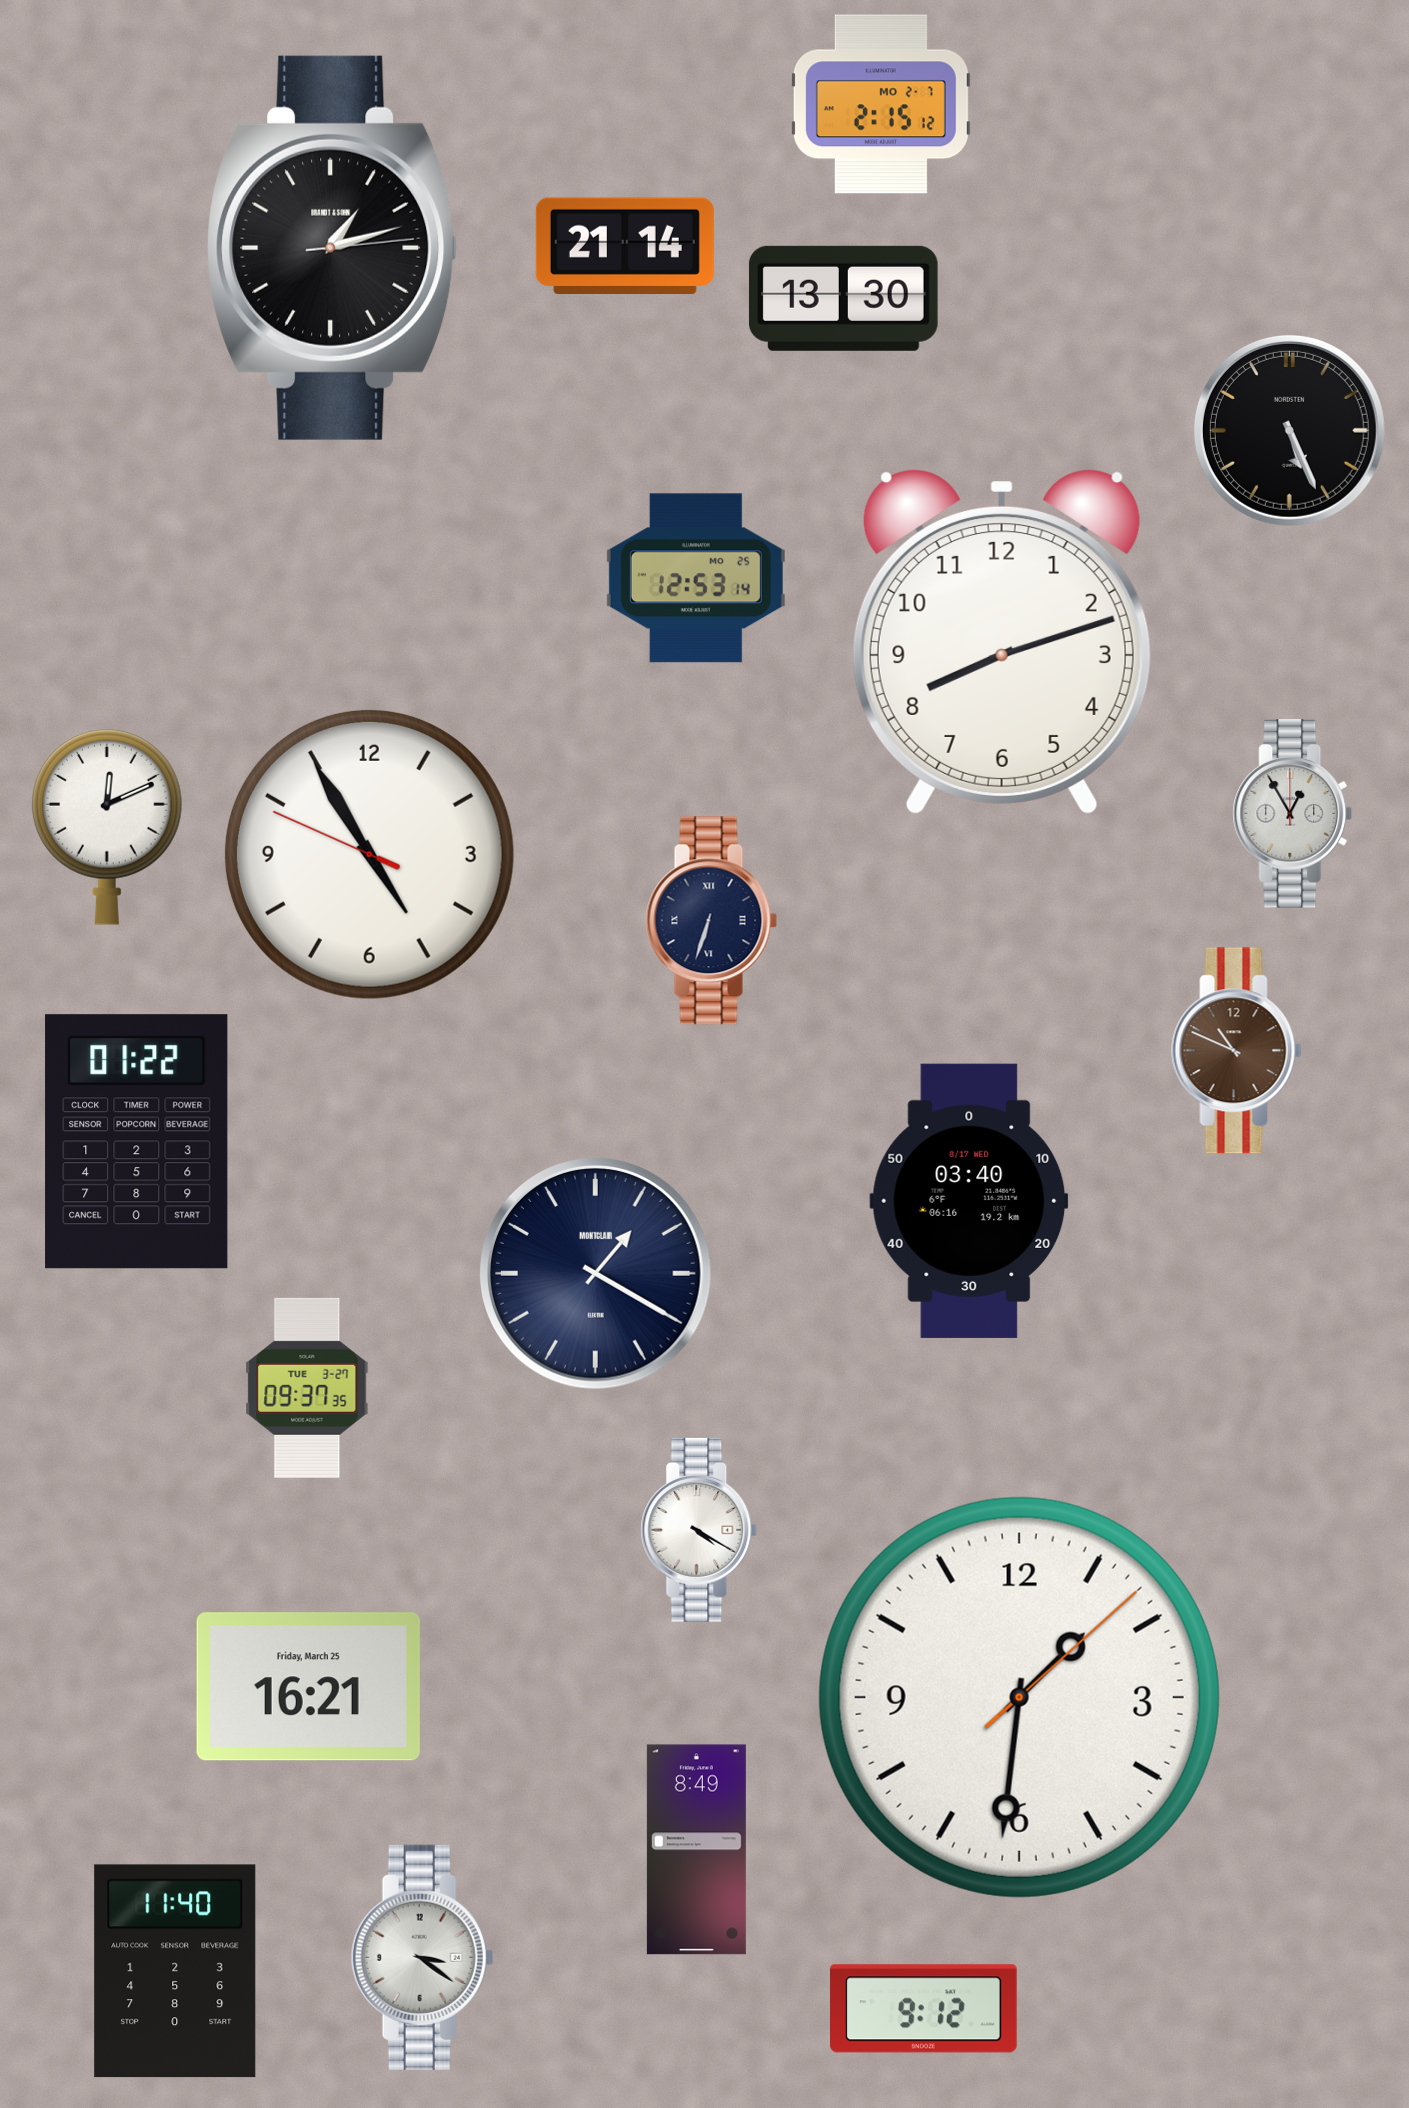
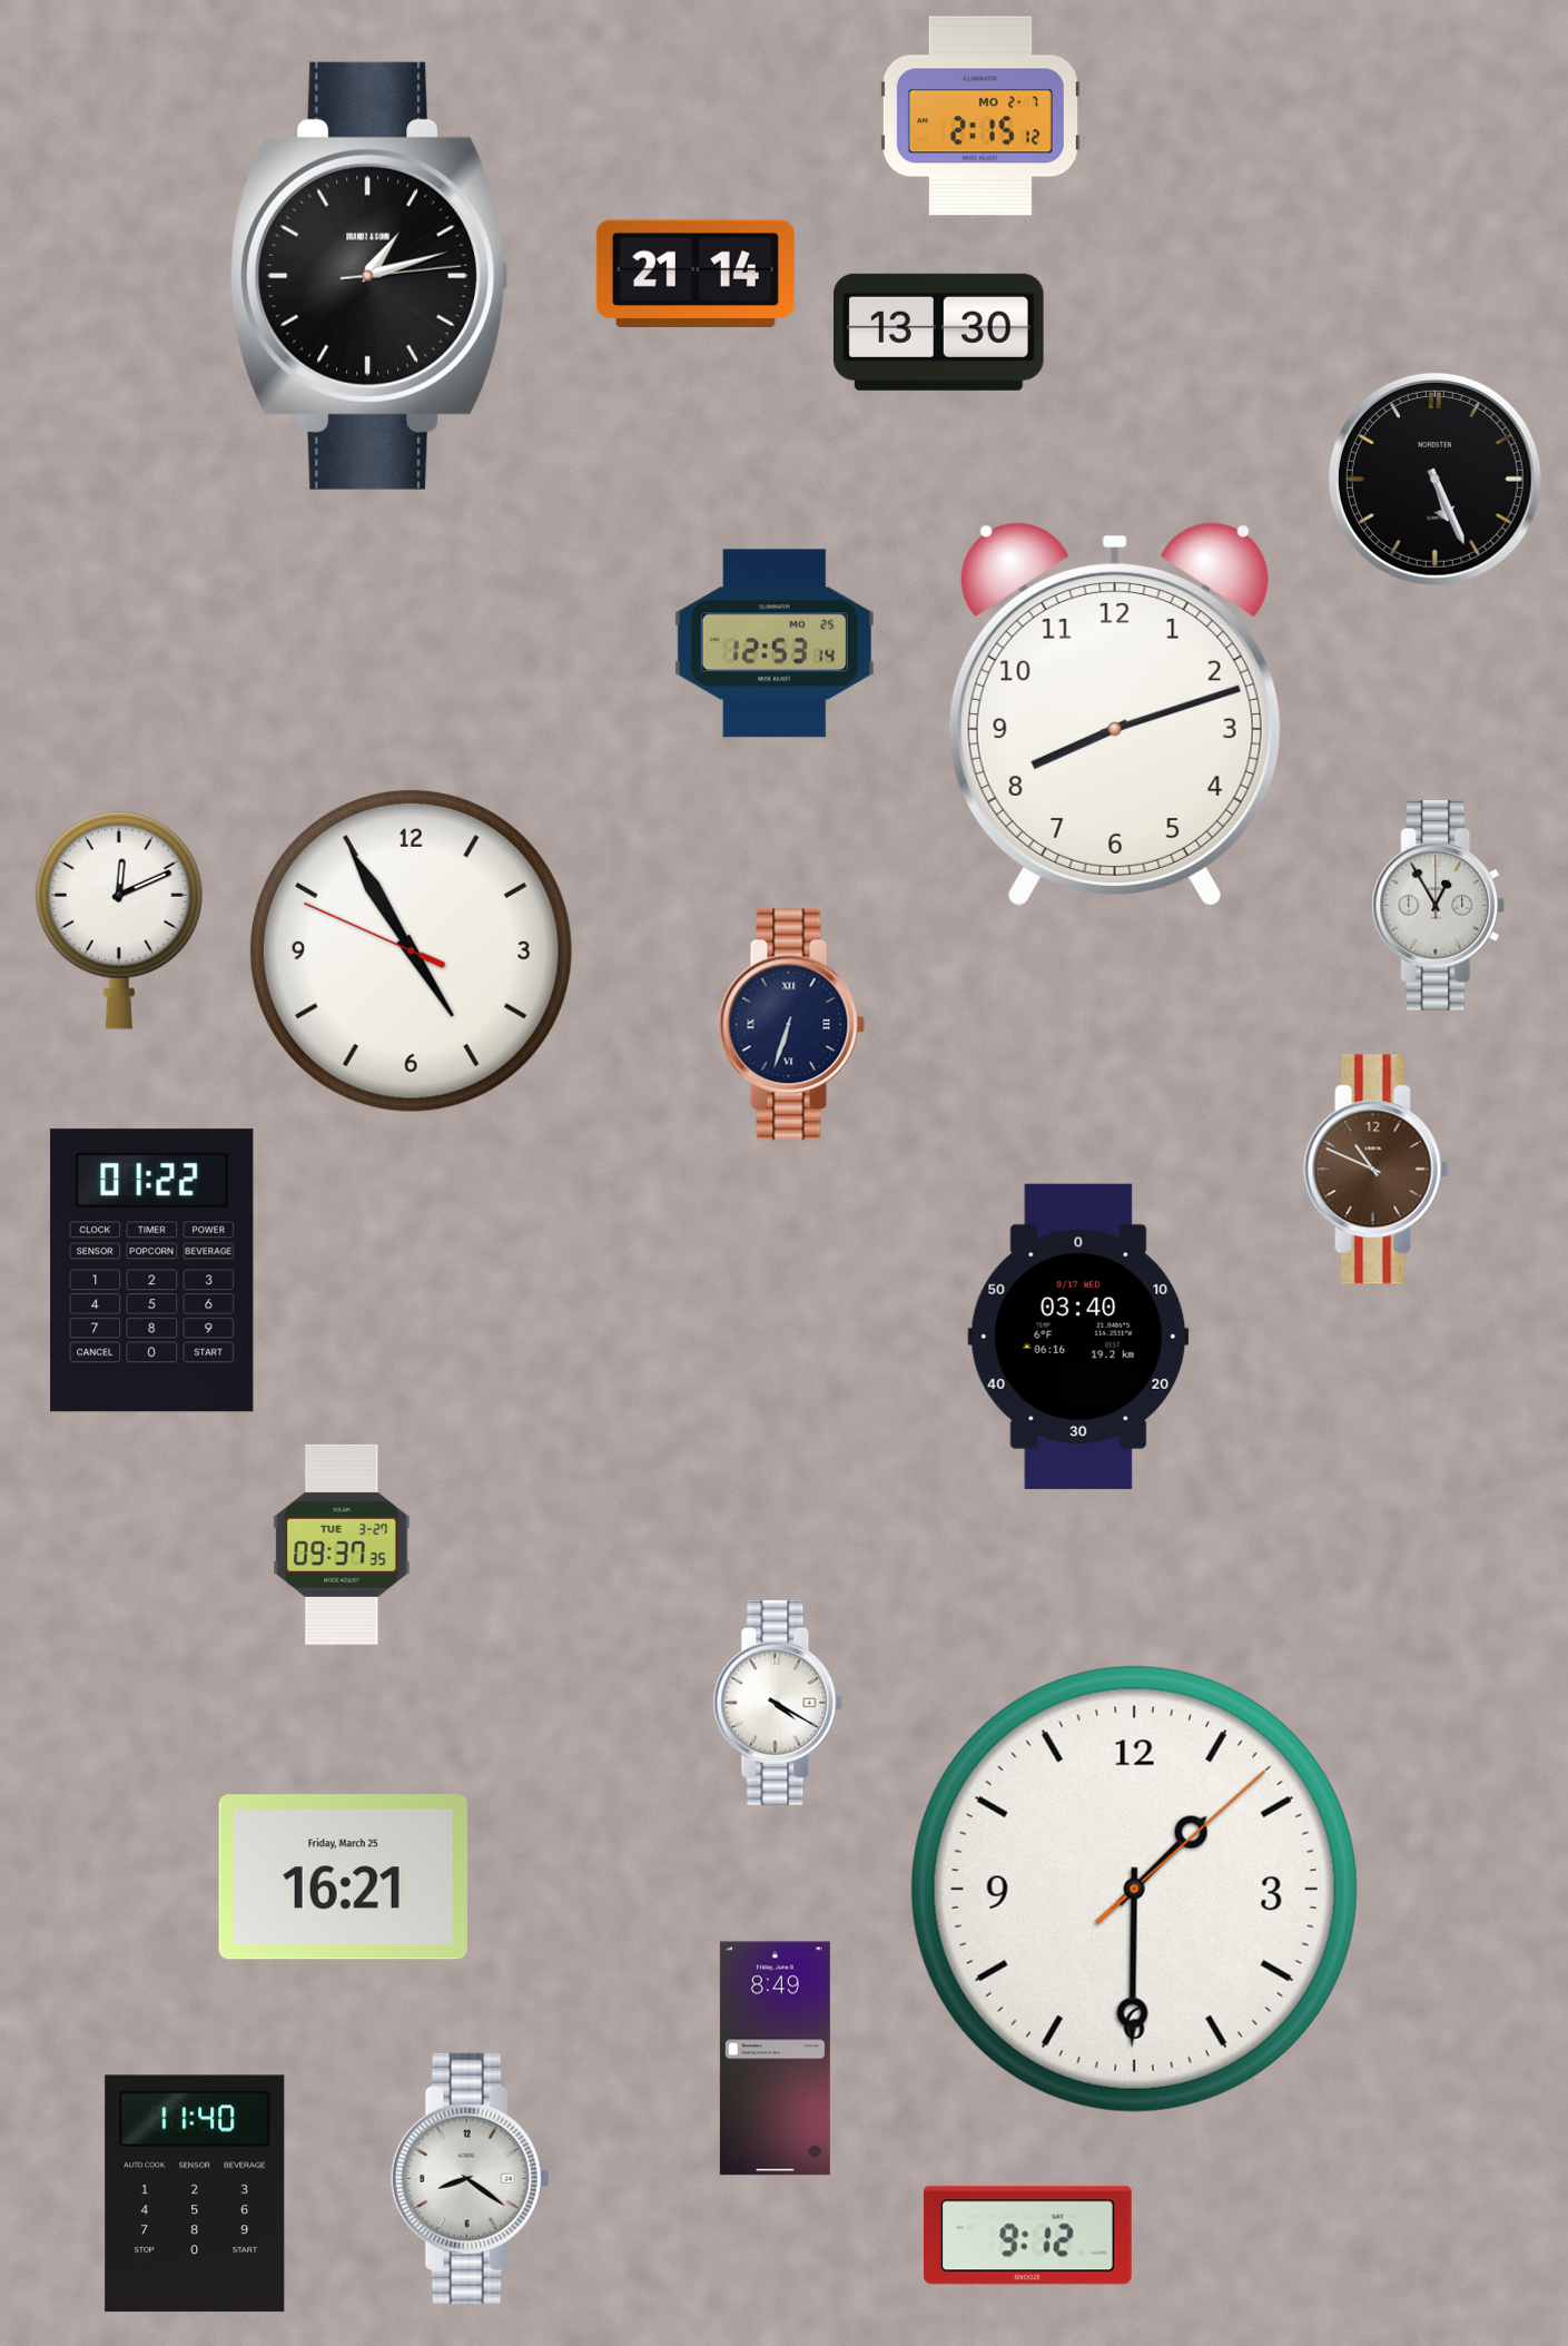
clock at (595, 1273): 1:20 -> none
clock at (1019, 1697): 1:31 -> 1:30
clock at (422, 1957): 3:21 -> 8:21
